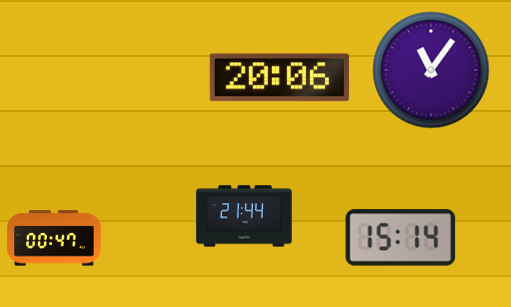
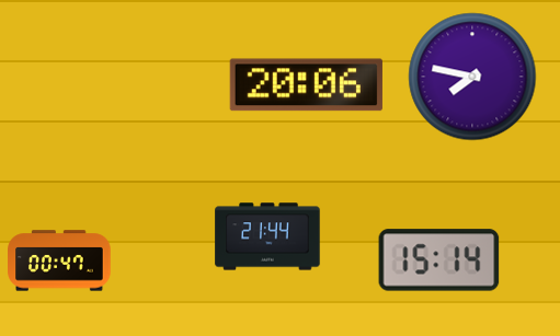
clock at (431, 70): 11:06 -> 7:47
